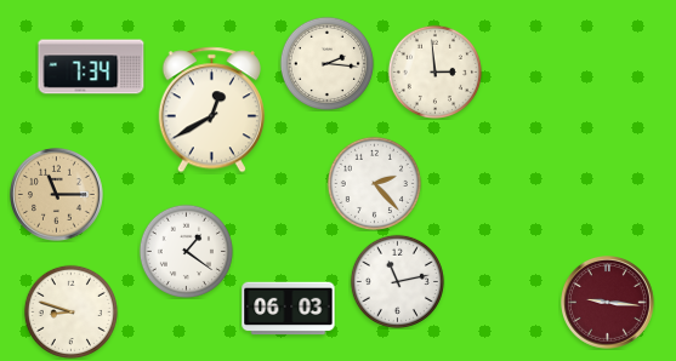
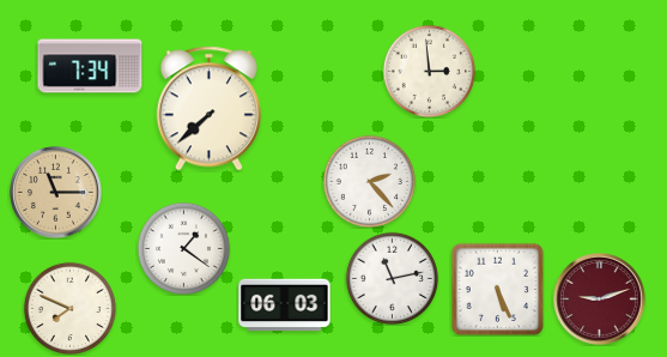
clock at (326, 63): 2:16 -> none
clock at (211, 110): 12:40 -> 7:38
clock at (497, 289): none -> 5:26
clock at (608, 303): 9:16 -> 9:12
clock at (70, 311): 8:48 -> 7:49
